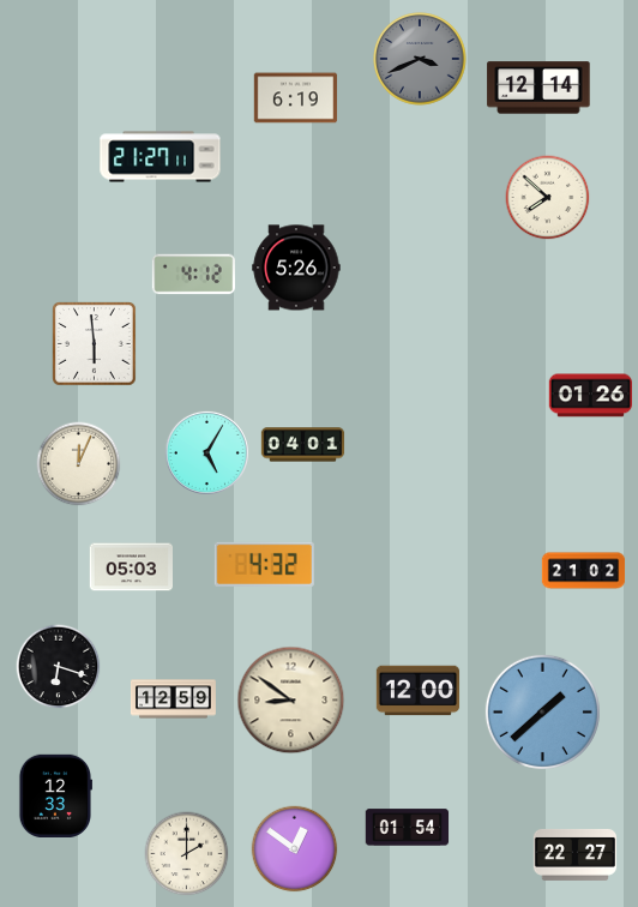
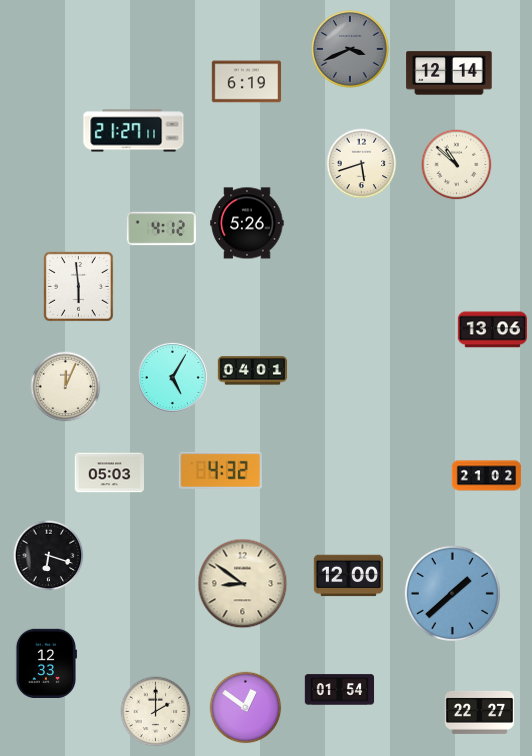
clock at (362, 164): none -> 5:42
clock at (548, 198): 7:52 -> 10:52
clock at (590, 396): 01:26 -> 13:06
clock at (173, 699): 12:59 -> none
